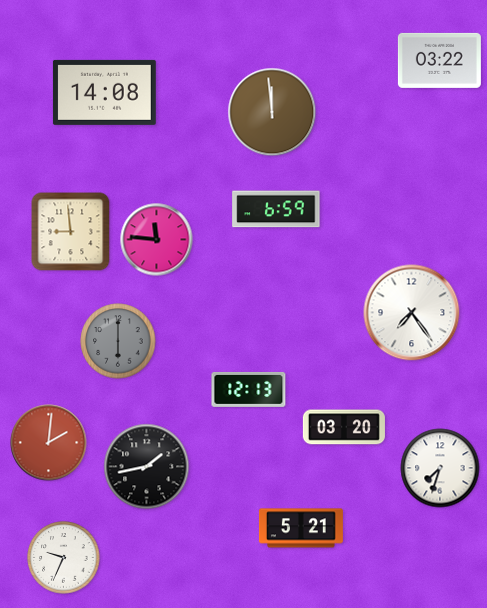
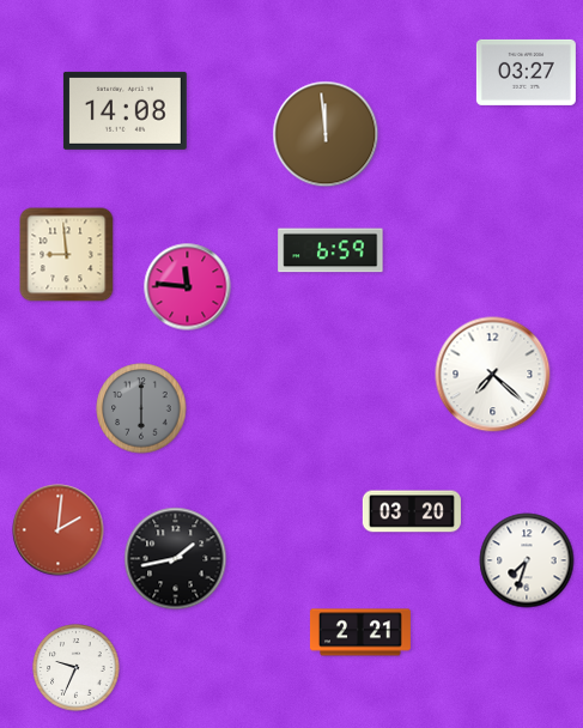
clock at (439, 60): 03:22 -> 03:27
clock at (71, 232) position: (71, 232) -> (67, 255)
clock at (412, 313): 7:24 -> 7:22
clock at (249, 389): 12:13 -> none
clock at (301, 528): 5:21 -> 2:21
